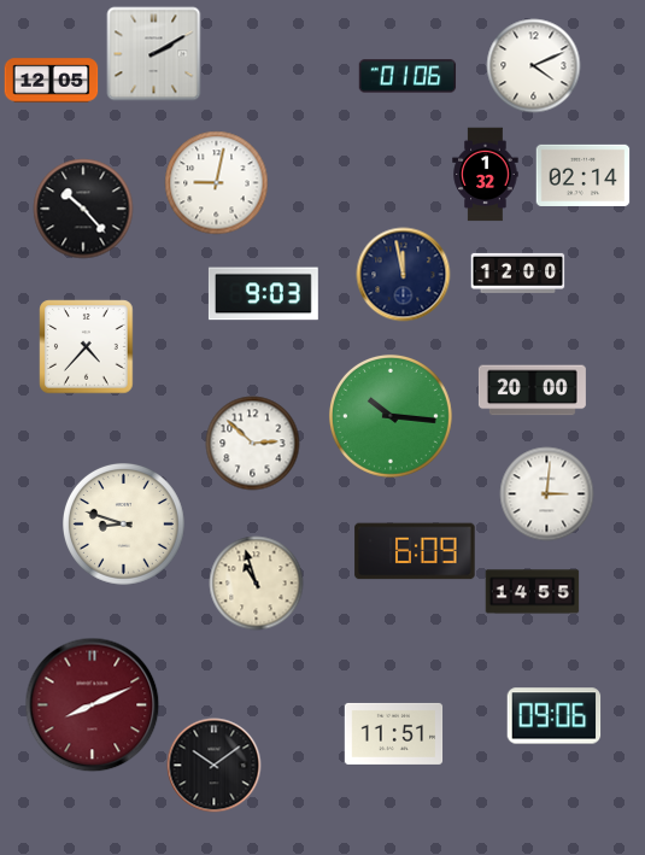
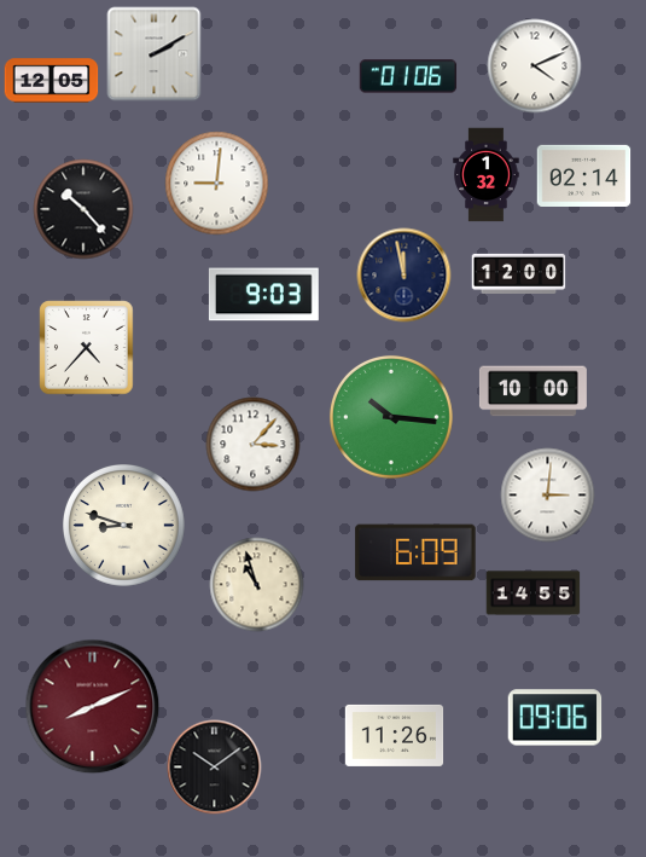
clock at (216, 182): 9:02 -> 9:01
clock at (532, 391): 20:00 -> 10:00
clock at (252, 443): 2:52 -> 3:07
clock at (393, 733): 11:51 -> 11:26
